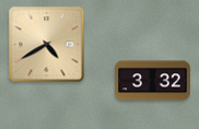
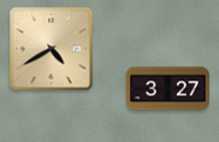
clock at (153, 81): 3:32 -> 3:27
